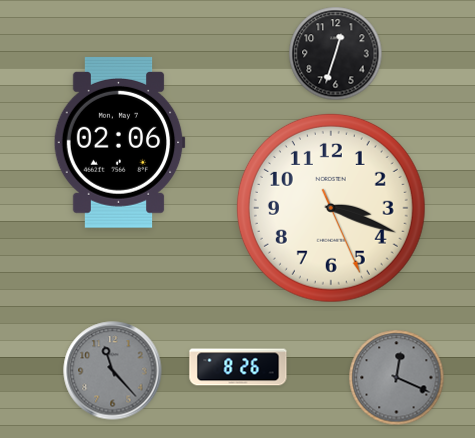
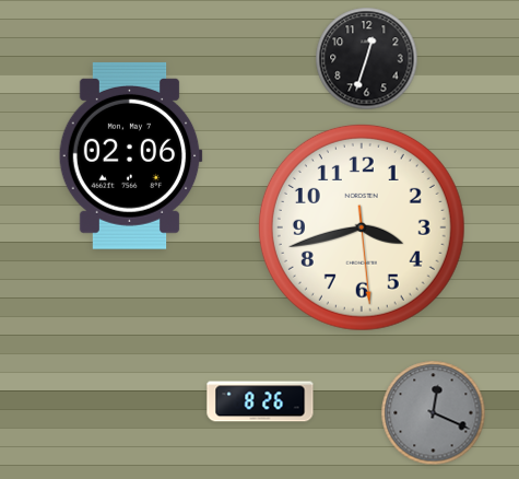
clock at (331, 208): 3:18 -> 3:42
clock at (113, 371): 11:23 -> none
